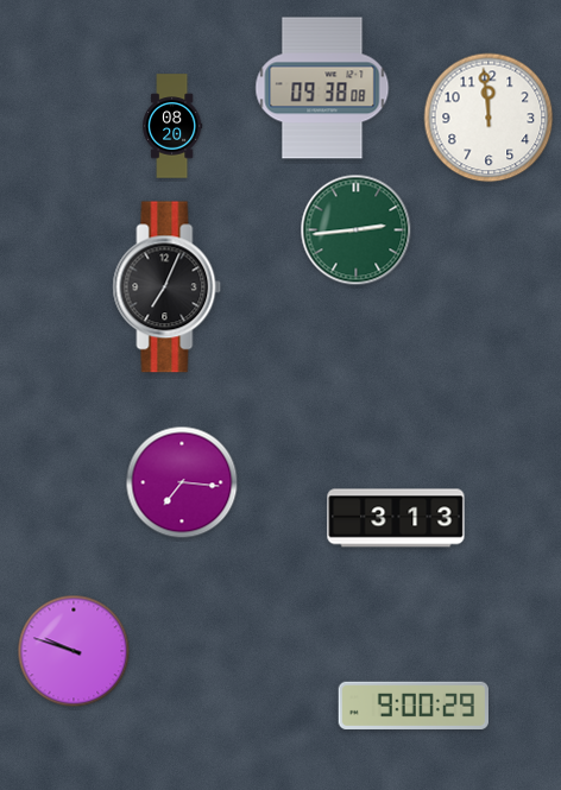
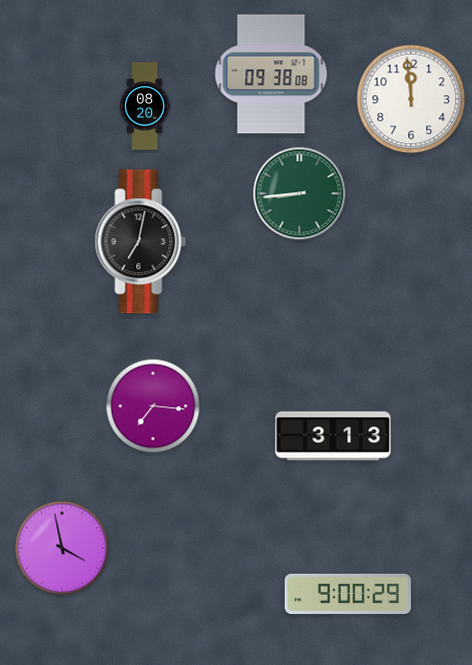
clock at (357, 230): 2:44 -> 8:44
clock at (168, 287): 7:04 -> 7:02
clock at (74, 651): 9:48 -> 3:58
